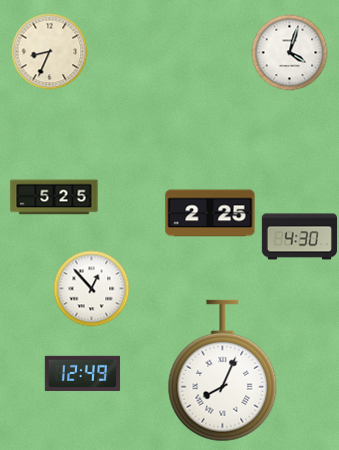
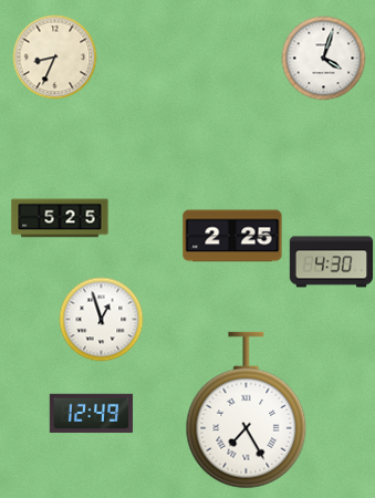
clock at (290, 53) position: (290, 53) -> (324, 59)
clock at (92, 289): 12:53 -> 12:57
clock at (223, 371): 8:04 -> 7:25
